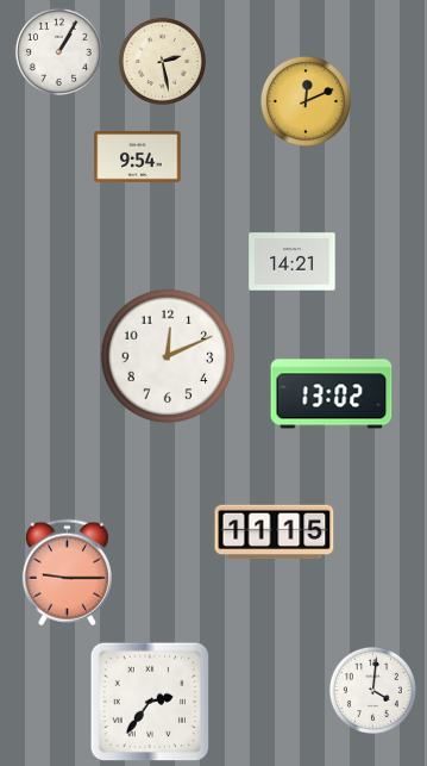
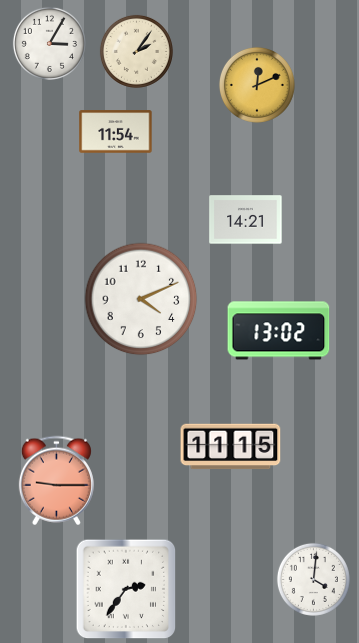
clock at (58, 51): 1:05 -> 3:05
clock at (162, 61): 2:28 -> 2:06
clock at (138, 157): 9:54 -> 11:54
clock at (168, 356): 12:11 -> 4:11
